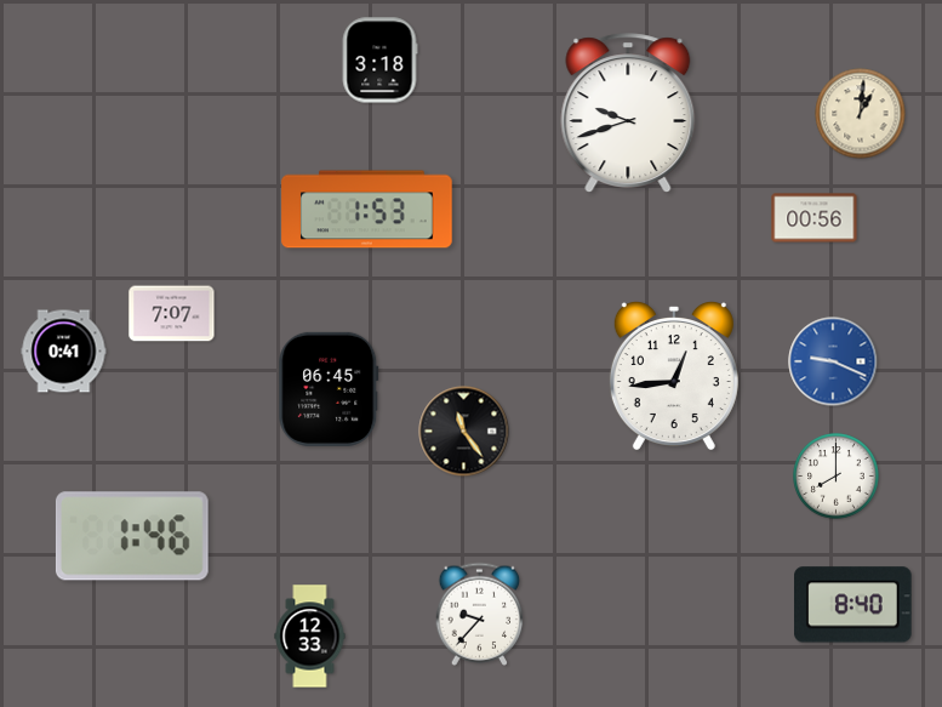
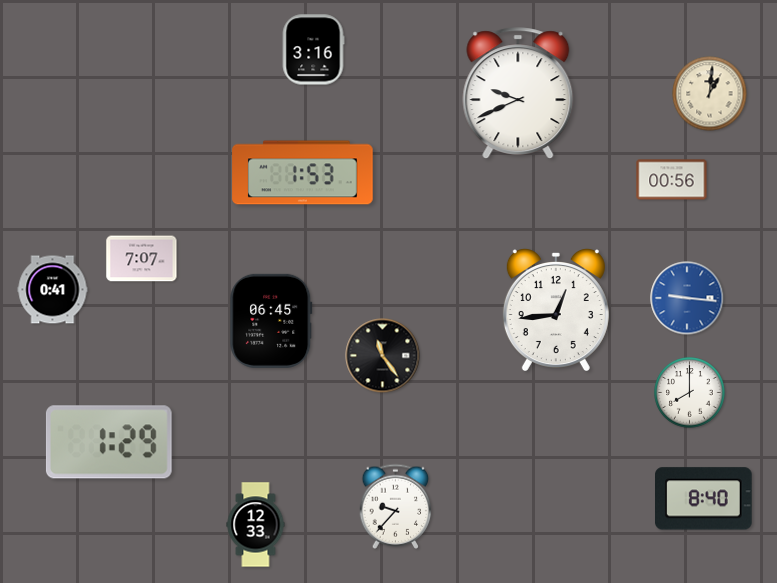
clock at (379, 61): 3:18 -> 3:16
clock at (628, 113): 9:42 -> 9:41
clock at (833, 361): 9:19 -> 9:16
clock at (132, 536): 1:46 -> 1:29
